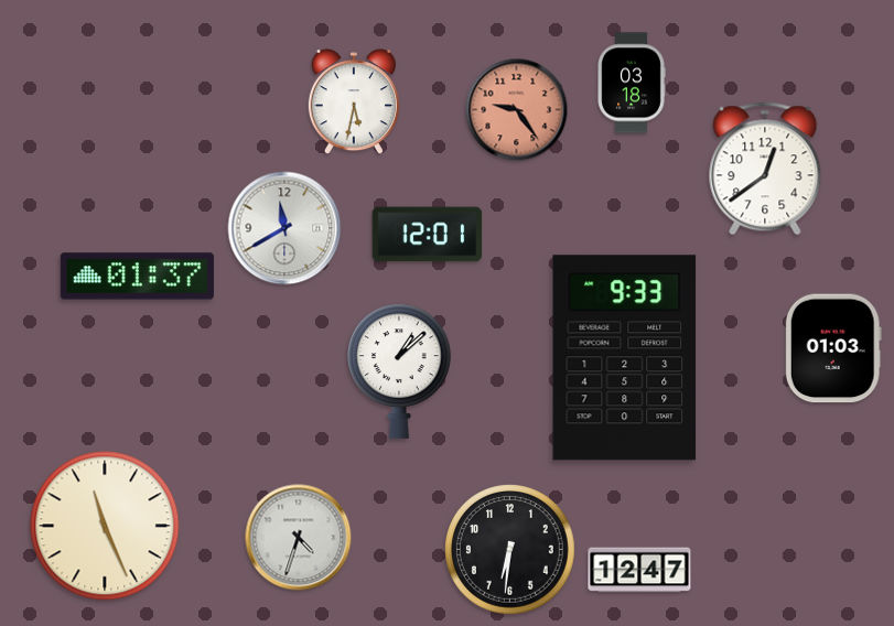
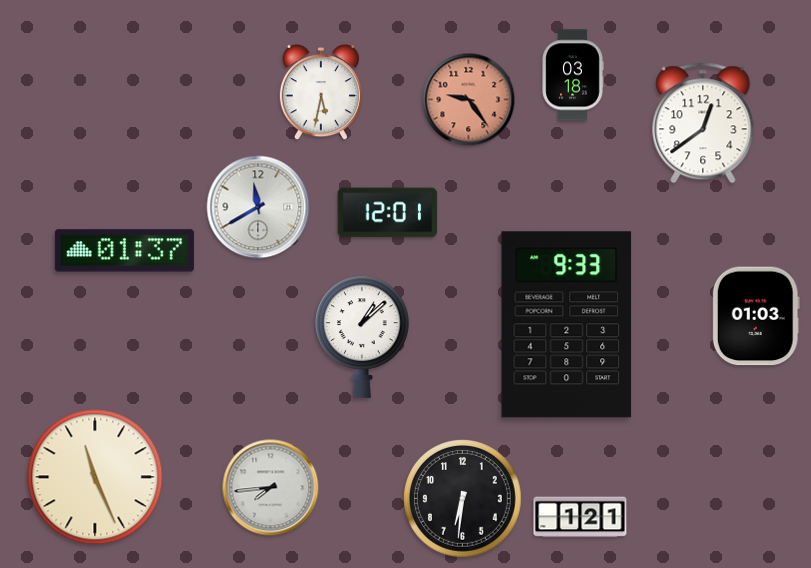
clock at (765, 169) position: (765, 169) -> (703, 123)
clock at (299, 538): 4:33 -> 7:44
clock at (639, 570): 12:47 -> 1:21
